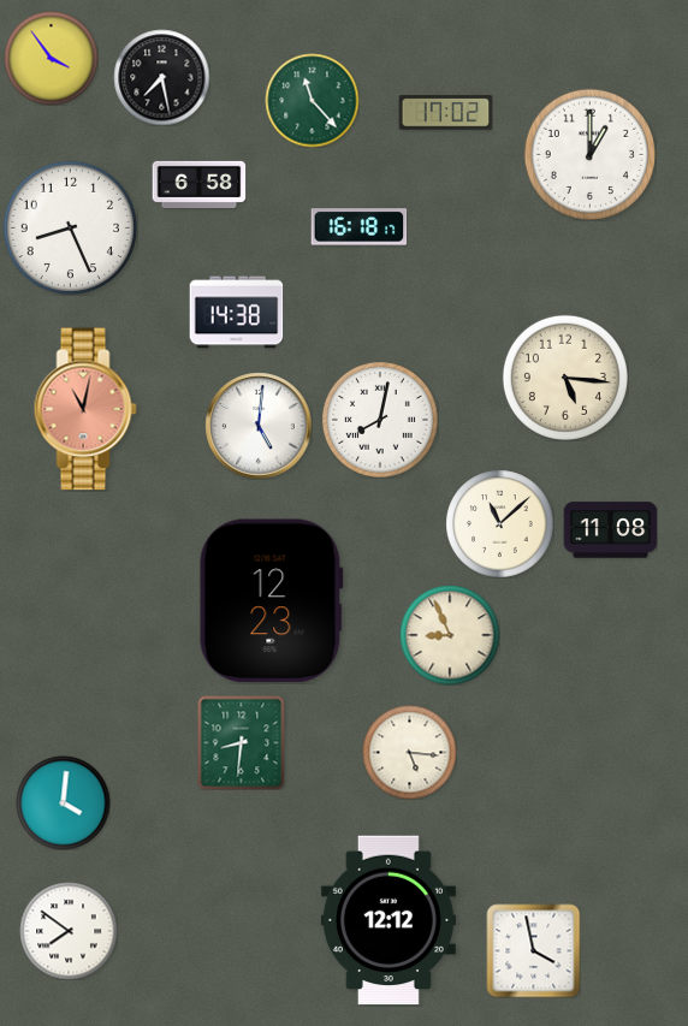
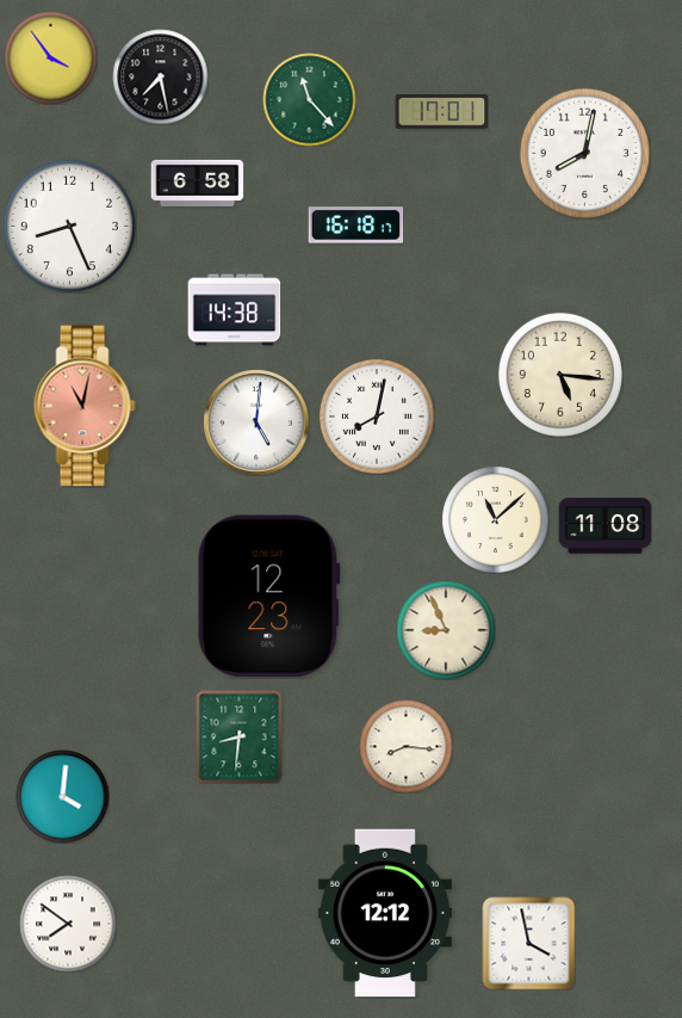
clock at (445, 113): 17:02 -> 17:01
clock at (589, 154): 1:00 -> 8:02
clock at (409, 752): 5:16 -> 8:16
